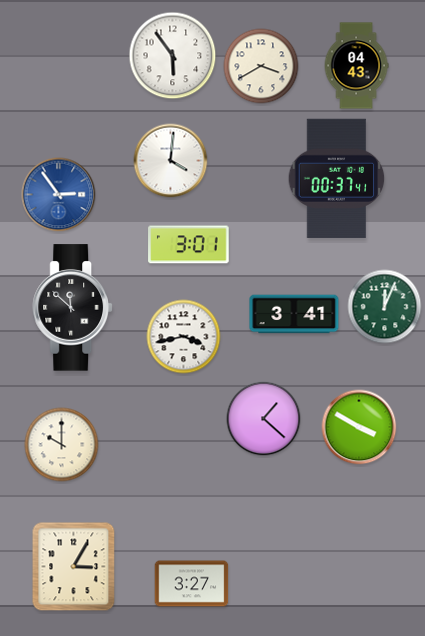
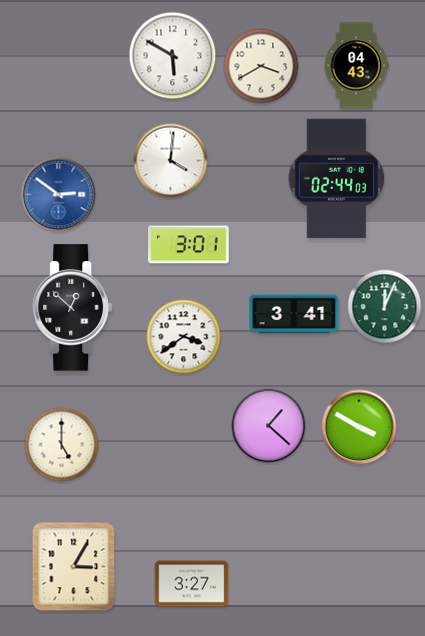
clock at (173, 56): 5:54 -> 5:50
clock at (337, 178): 00:37 -> 02:44
clock at (59, 195): 2:54 -> 2:51
clock at (72, 308): 11:52 -> 12:52
clock at (184, 337): 3:43 -> 3:39
clock at (264, 419) position: (264, 419) -> (269, 426)
clock at (62, 445): 10:00 -> 5:00
